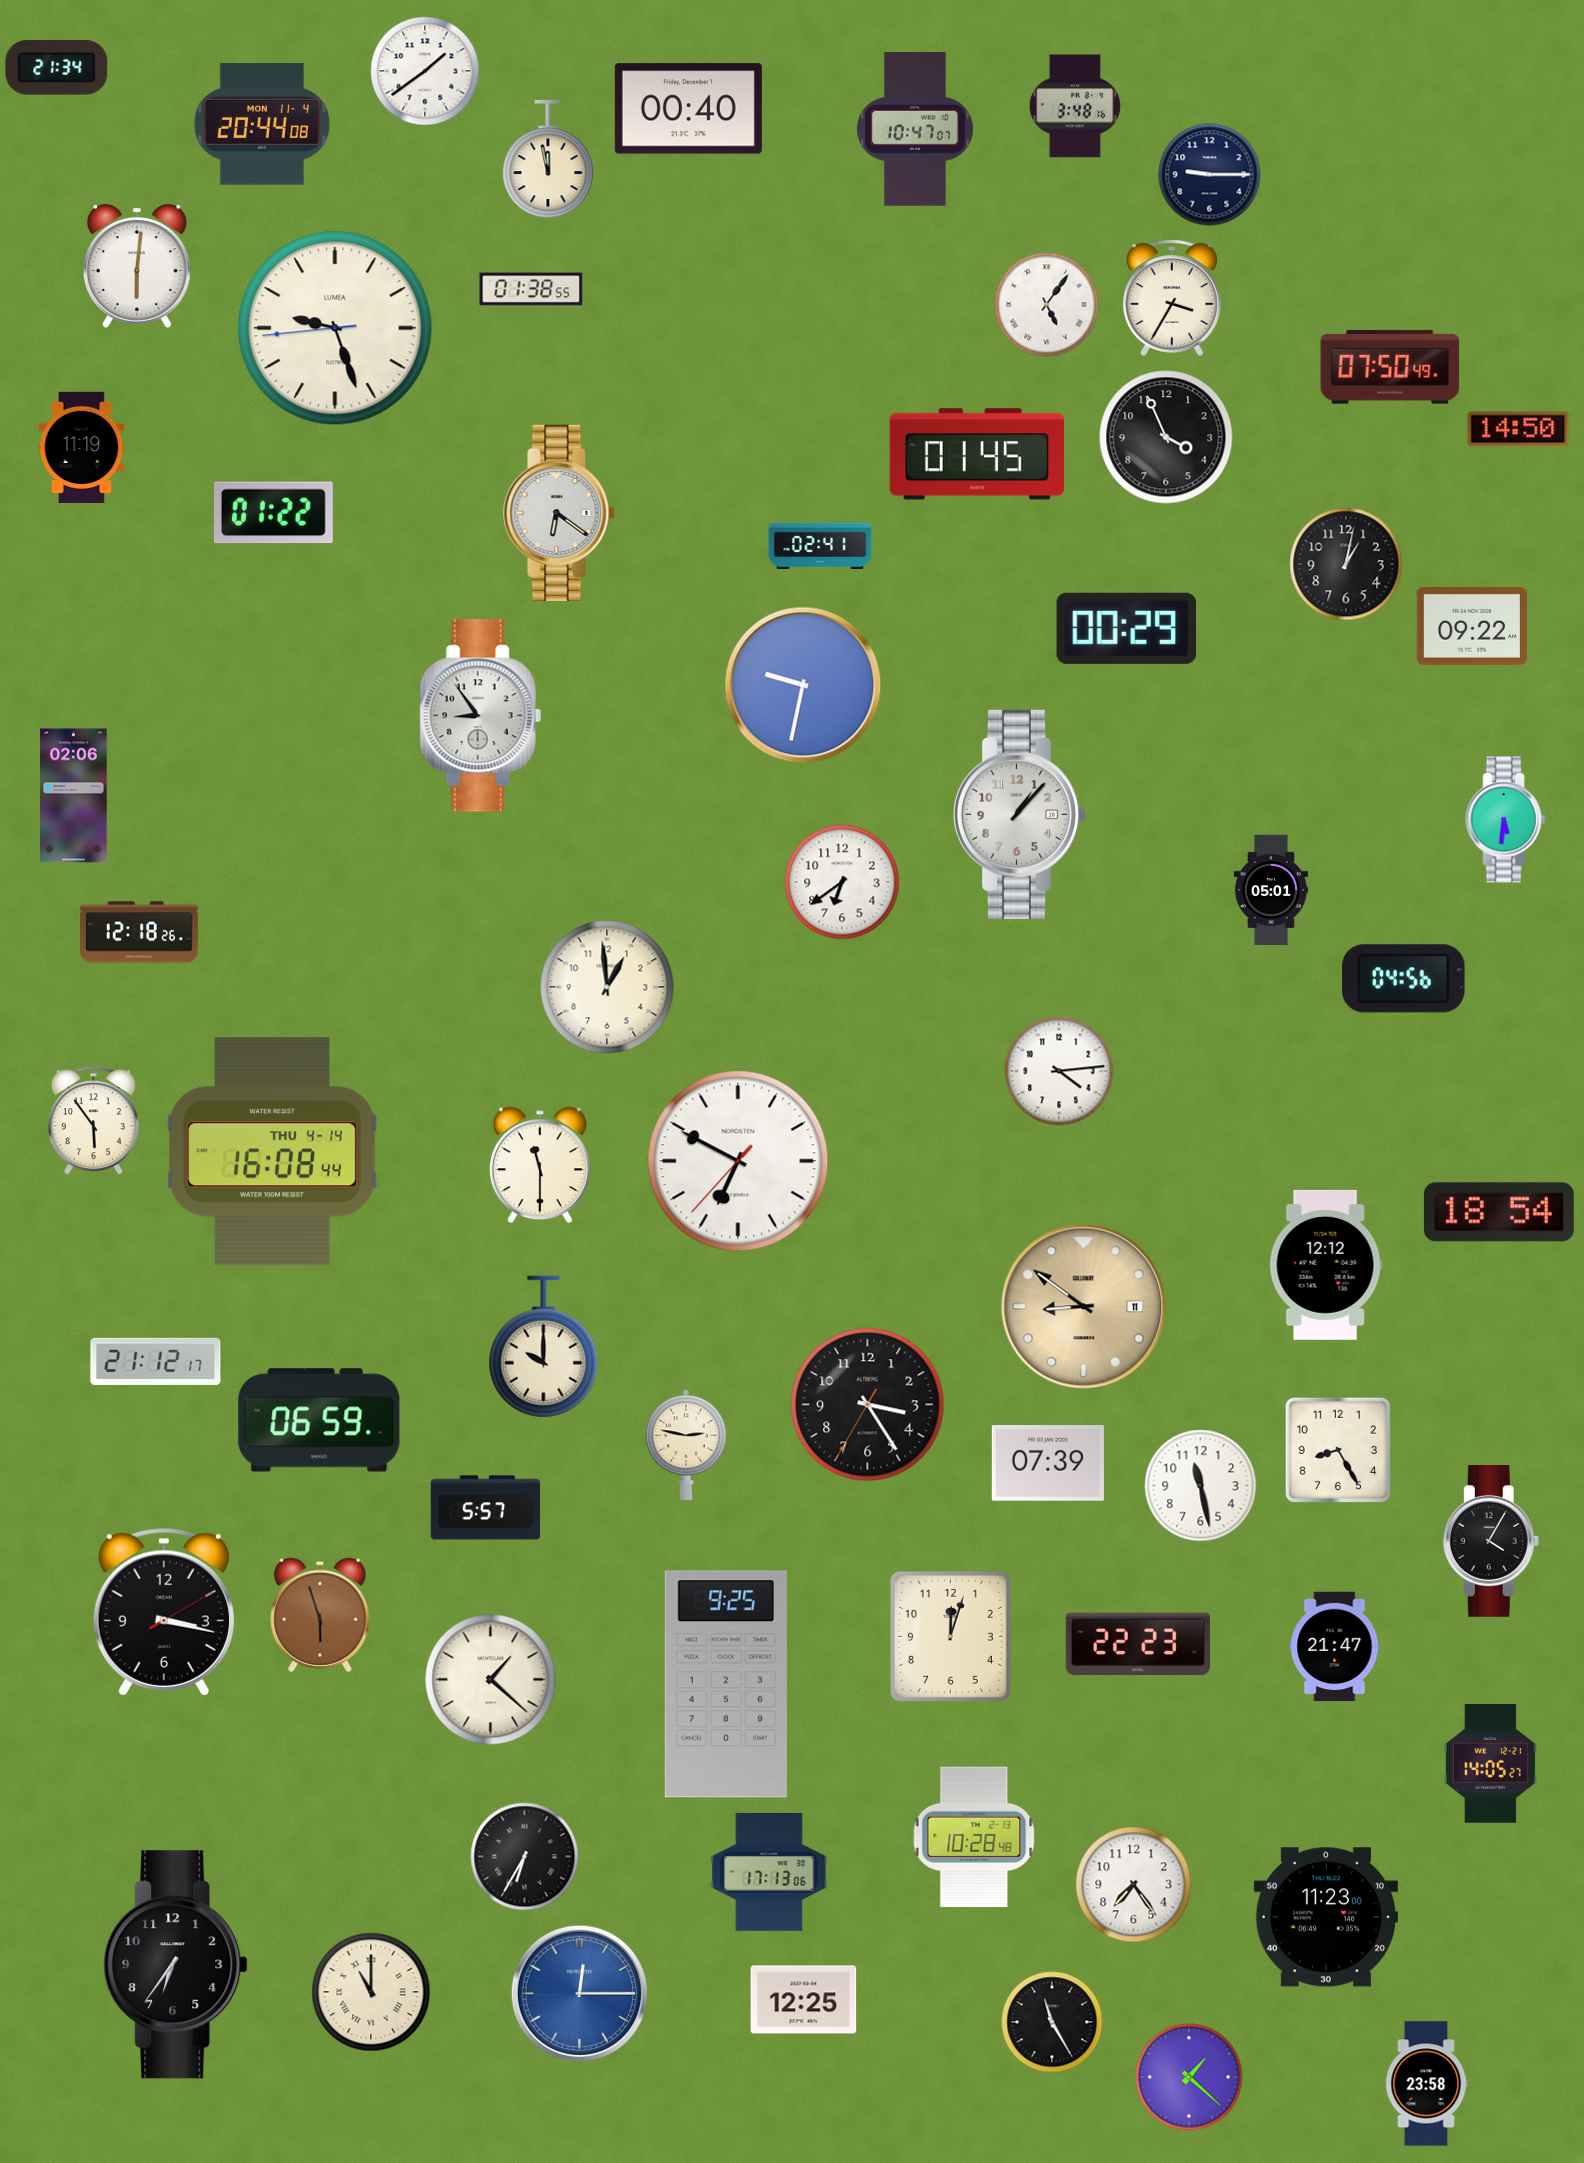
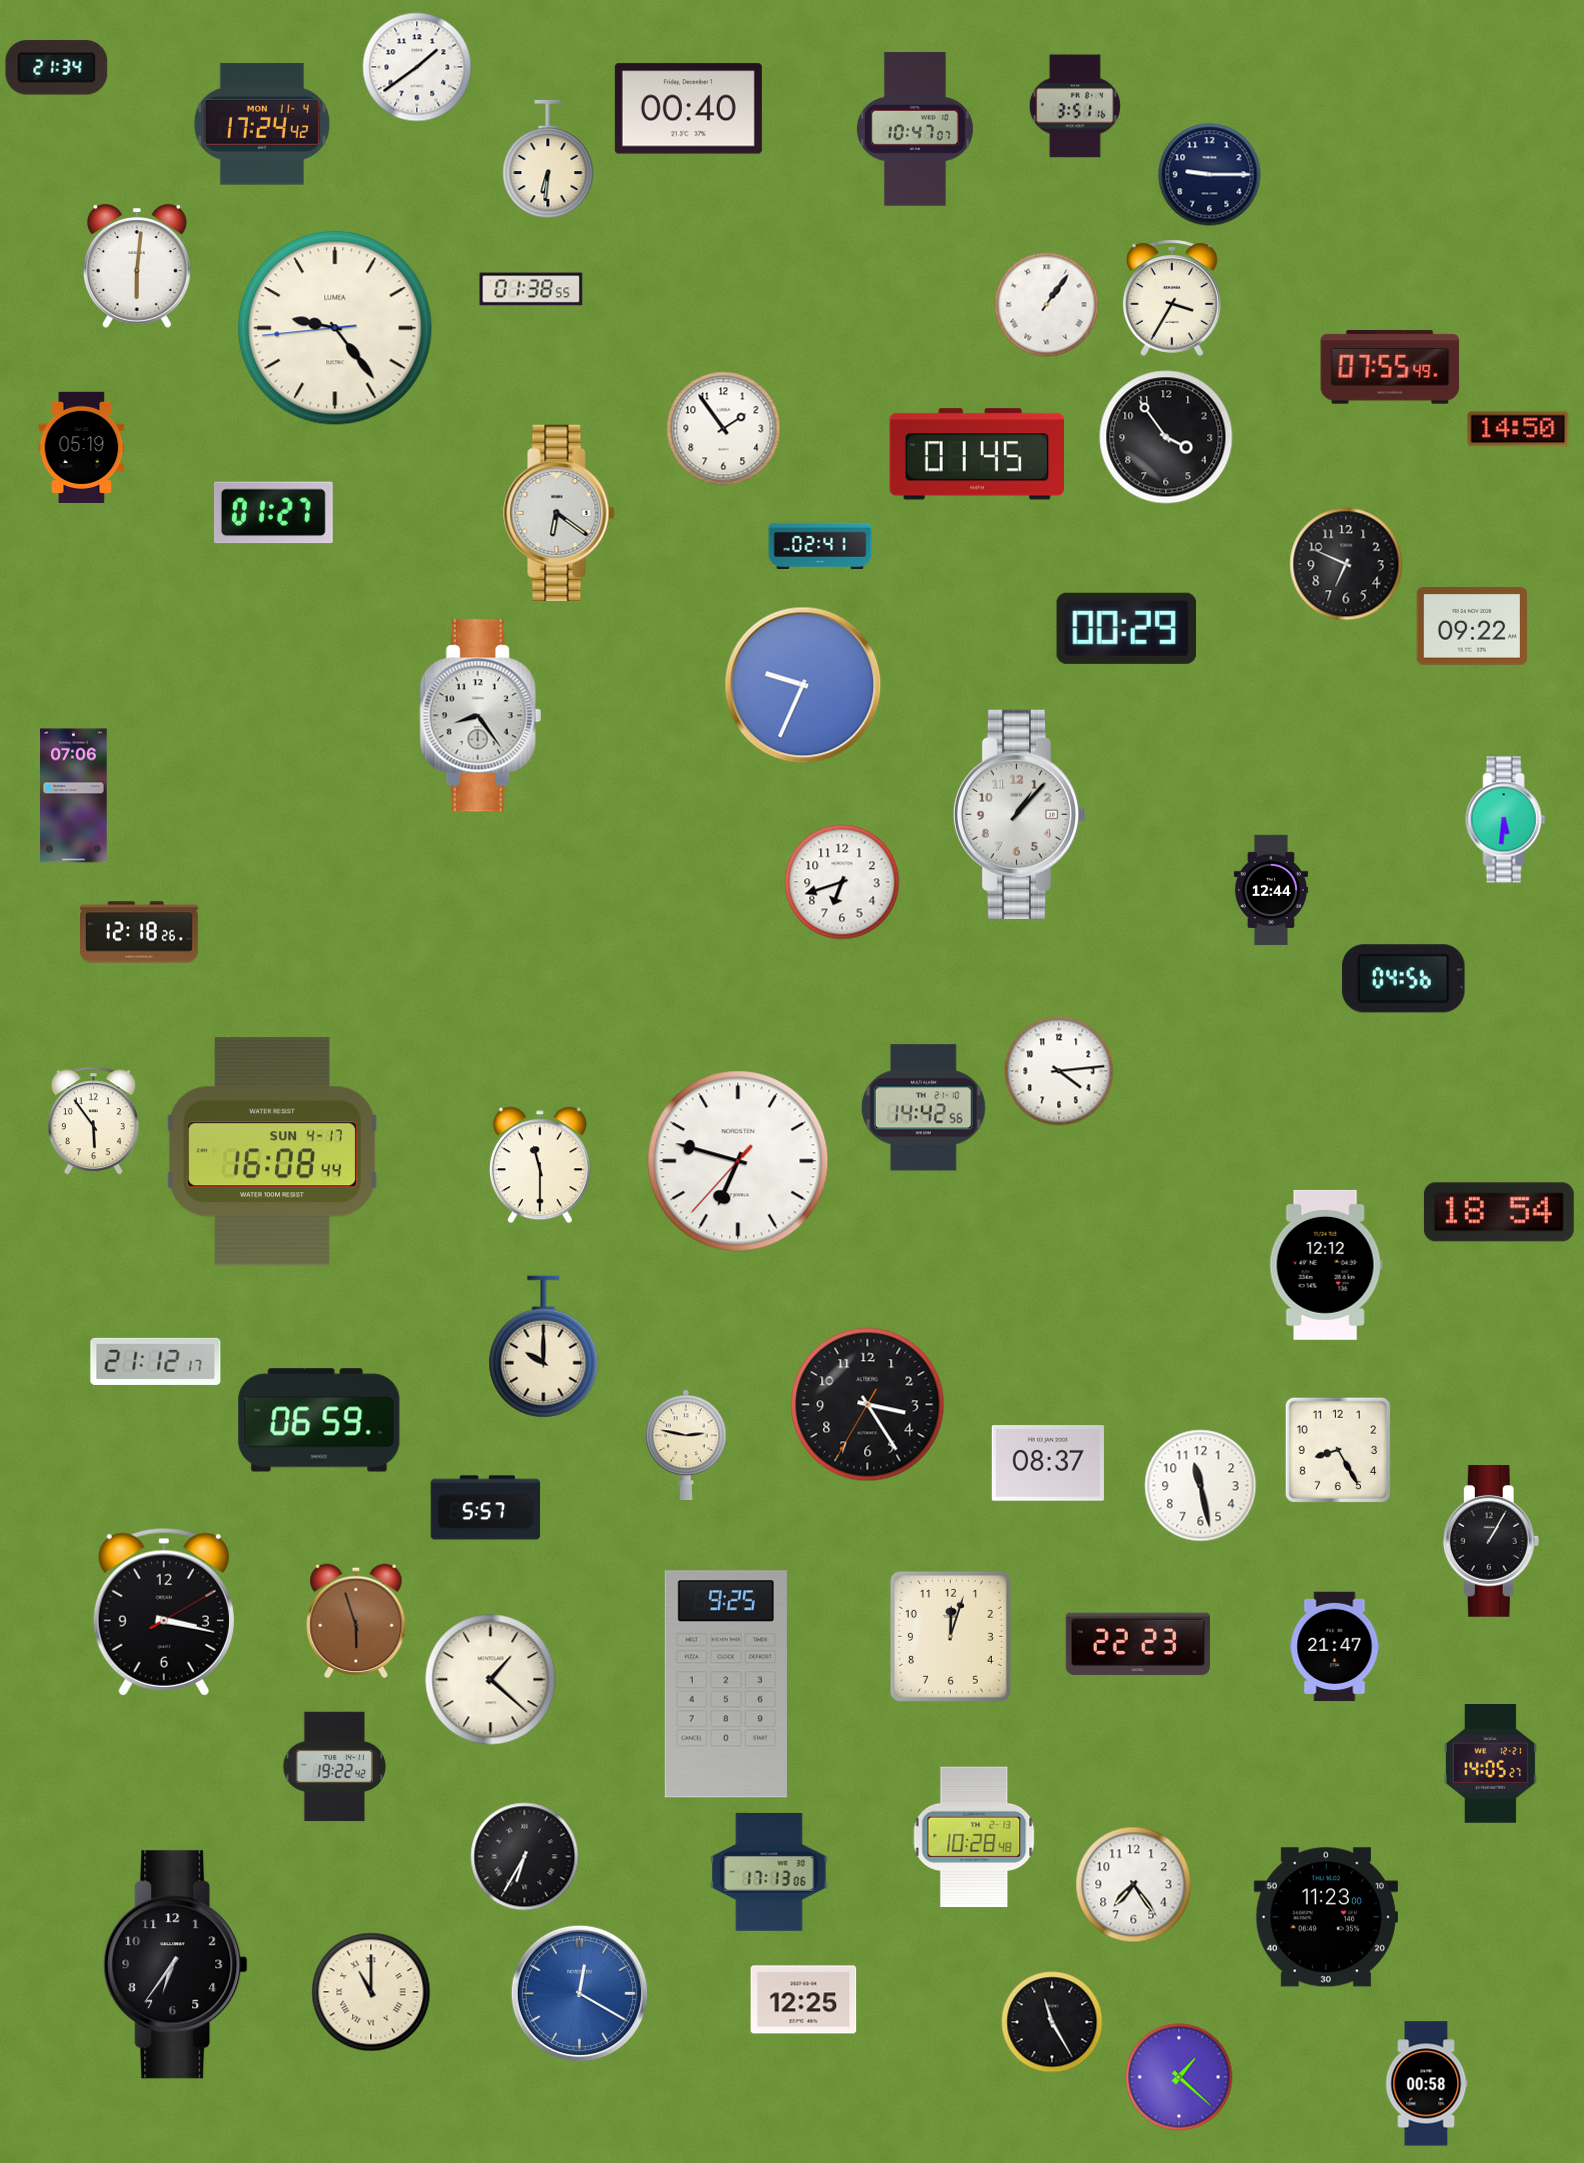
clock at (425, 71) position: (425, 71) -> (417, 67)
clock at (1075, 106): 3:48 -> 3:51
clock at (262, 124): 20:44 -> 17:24
clock at (548, 159): 11:58 -> 6:31
clock at (1047, 305): 5:06 -> 1:06
clock at (335, 328): 9:26 -> 9:23
clock at (1390, 367): 07:50 -> 07:55
clock at (724, 429): none -> 1:54
clock at (1166, 437): 3:56 -> 3:54
clock at (82, 447): 11:19 -> 05:19
clock at (273, 513): 01:22 -> 01:27
clock at (1346, 564): 1:02 -> 6:49
clock at (803, 685): 9:32 -> 9:34
clock at (480, 716): 8:54 -> 8:24
clock at (74, 796): 02:06 -> 07:06
clock at (842, 882): 6:39 -> 6:42
clock at (1271, 890): 05:01 -> 12:44
clock at (607, 987): 12:59 -> none
clock at (924, 1108): none -> 14:42
clock at (272, 1152) date: THU 4-14 -> SUN 4-17
clock at (738, 1161): 6:49 -> 6:47
clock at (1084, 1307): 8:51 -> none
clock at (1048, 1463): 07:39 -> 08:37
clock at (1491, 1542): 4:05 -> 1:05
clock at (320, 1615) position: (320, 1615) -> (356, 1621)
clock at (335, 1767): none -> 19:22
clock at (579, 1993): 12:15 -> 12:20
clock at (1189, 2077) position: (1189, 2077) -> (1179, 2077)
clock at (1426, 2084): 23:58 -> 00:58
